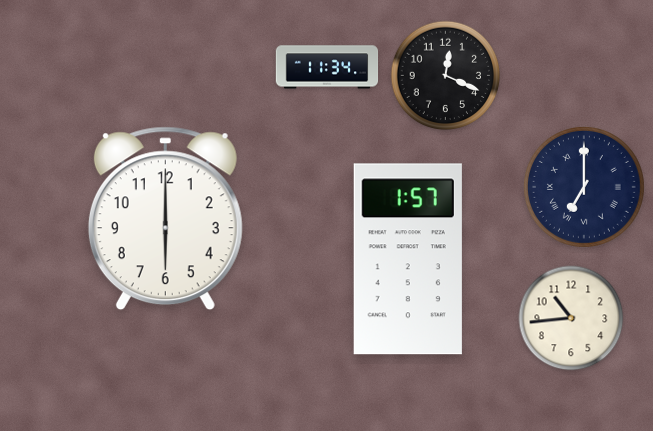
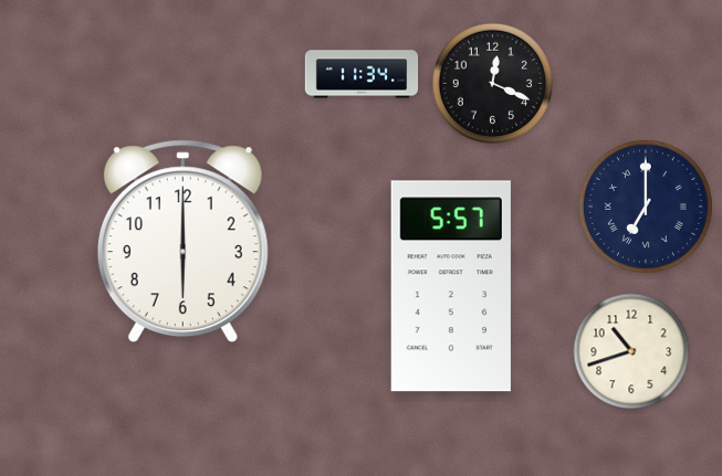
clock at (408, 259): 1:57 -> 5:57
clock at (571, 318): 10:44 -> 10:42
